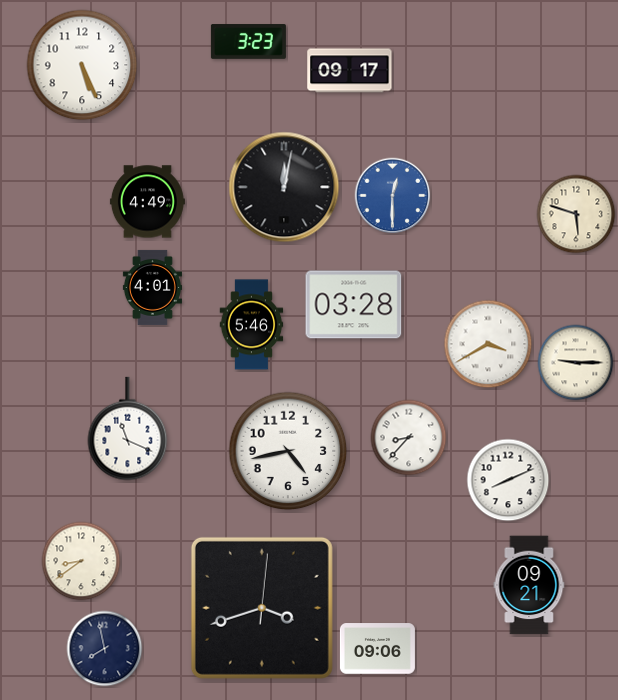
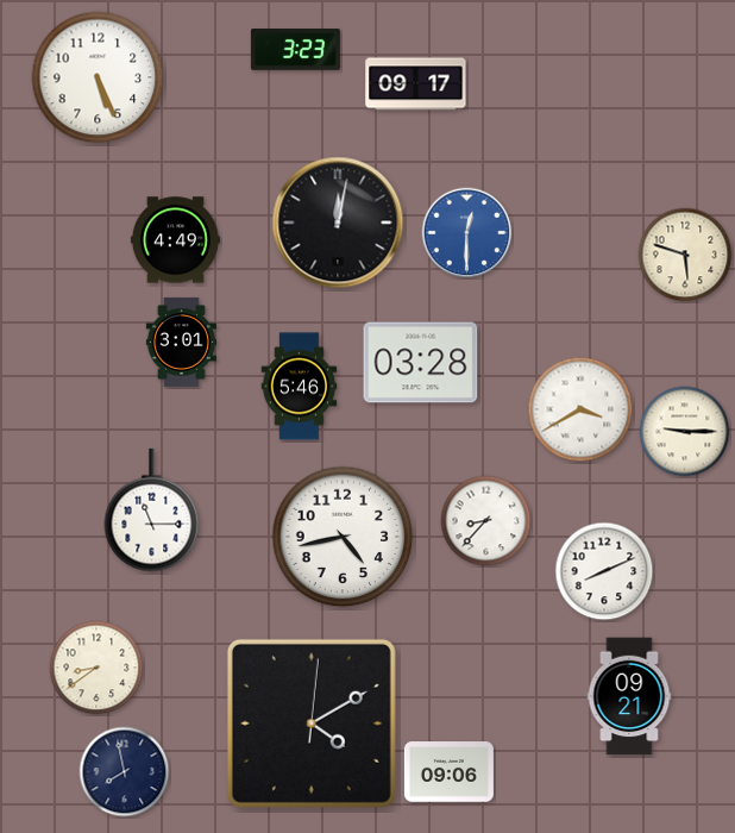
clock at (152, 287): 4:01 -> 3:01
clock at (128, 429): 11:19 -> 11:15
clock at (262, 608): 3:42 -> 4:10
